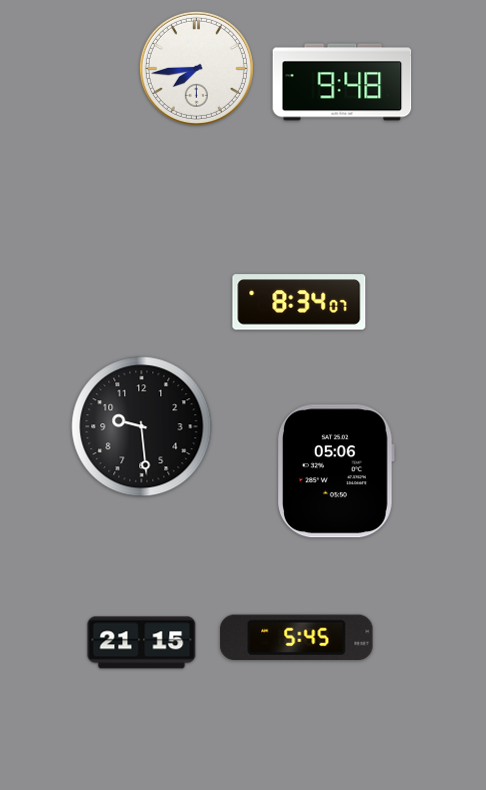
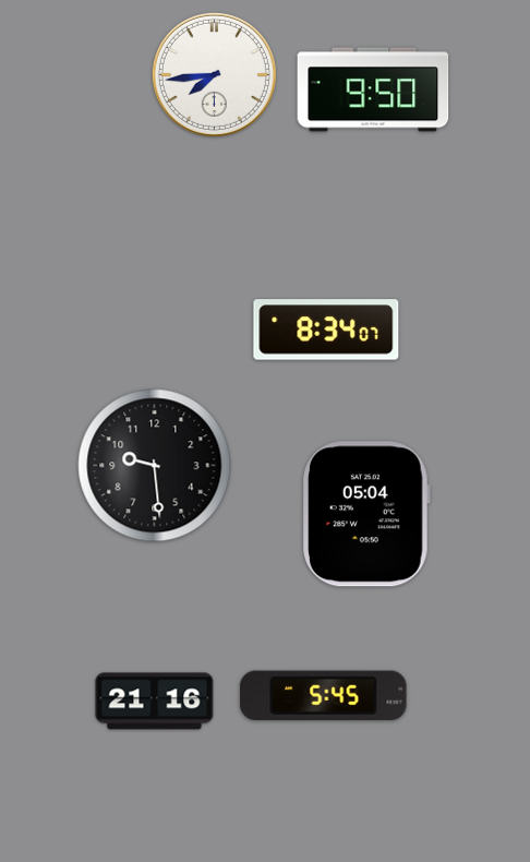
clock at (342, 82): 9:48 -> 9:50
clock at (336, 471): 05:06 -> 05:04
clock at (142, 643): 21:15 -> 21:16
